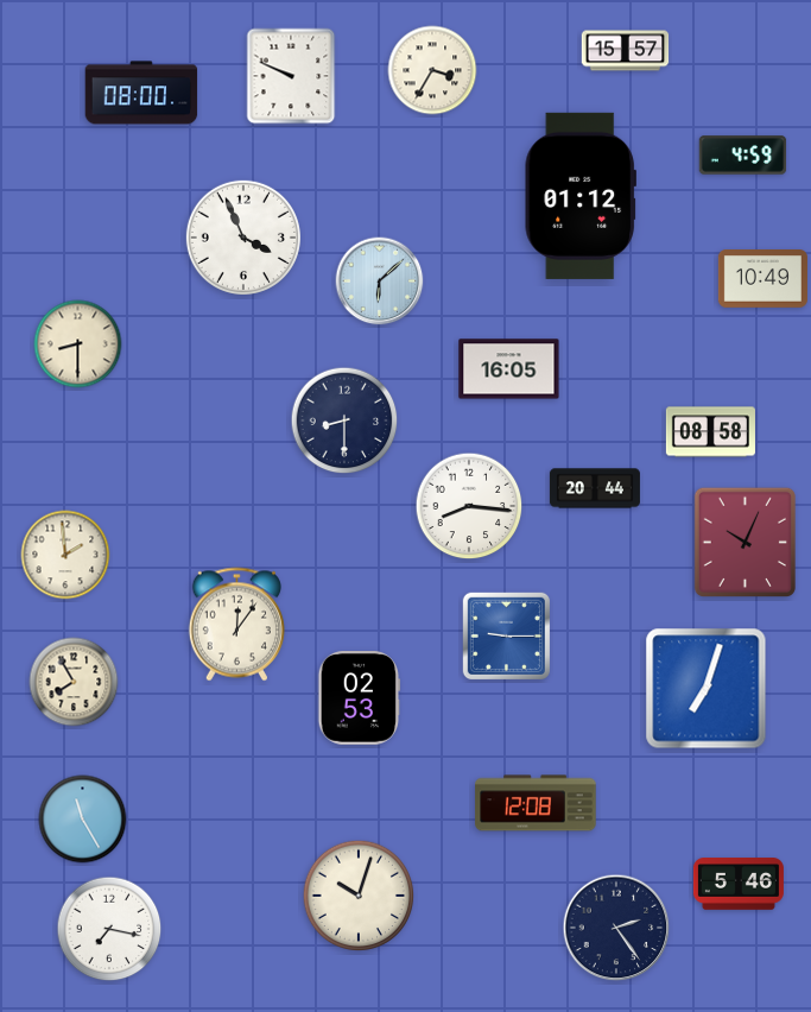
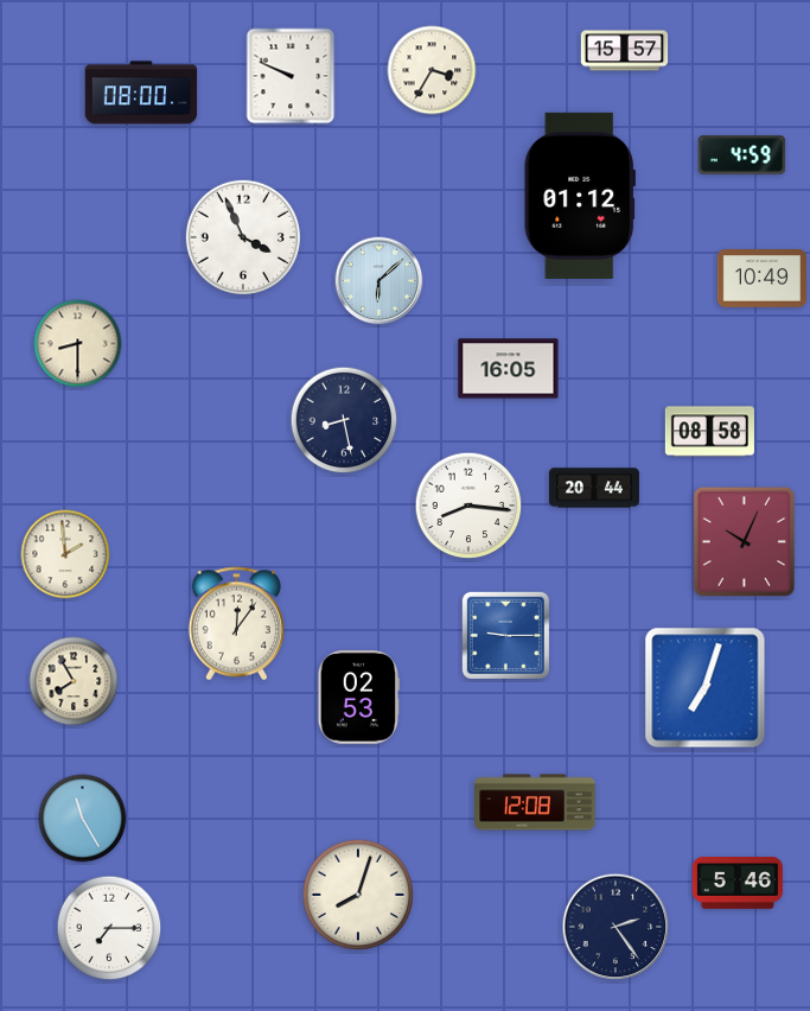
clock at (344, 420): 8:30 -> 8:28
clock at (359, 896): 10:03 -> 8:03
clock at (109, 929): 7:17 -> 7:15
